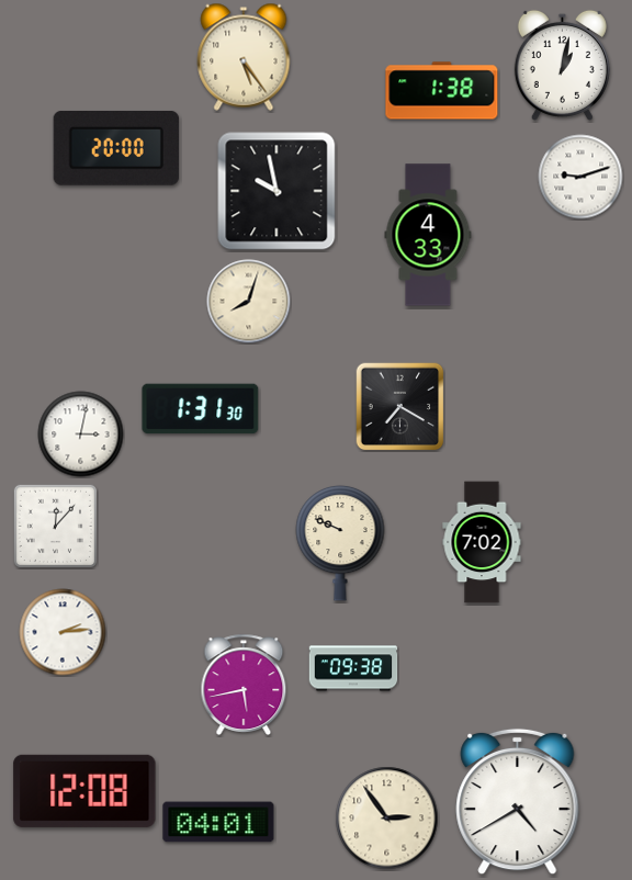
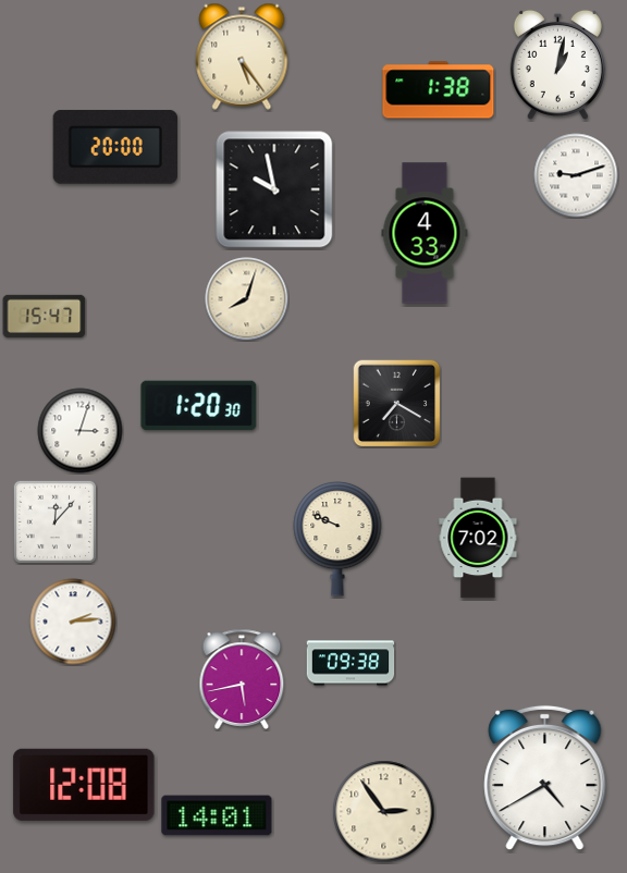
clock at (45, 316): none -> 15:47
clock at (201, 409): 1:31 -> 1:20
clock at (81, 435): 3:02 -> 3:03
clock at (63, 632) position: (63, 632) -> (73, 622)
clock at (518, 802) position: (518, 802) -> (545, 778)
clock at (218, 822): 04:01 -> 14:01
